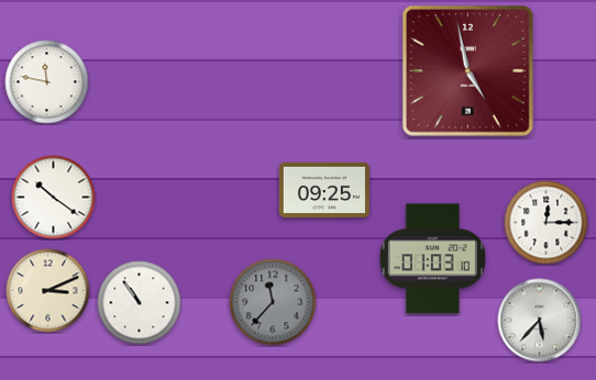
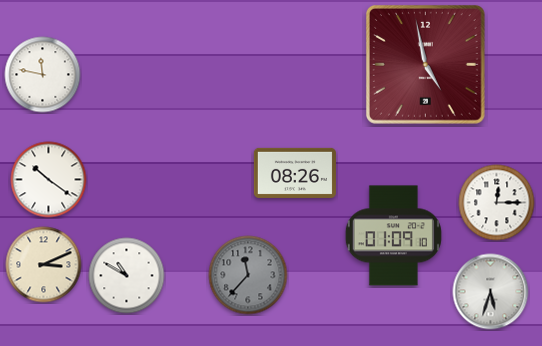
clock at (324, 190): 09:25 -> 08:26
clock at (432, 259): 01:03 -> 01:09
clock at (140, 303): 10:54 -> 10:50
clock at (540, 321): 5:37 -> 5:33
